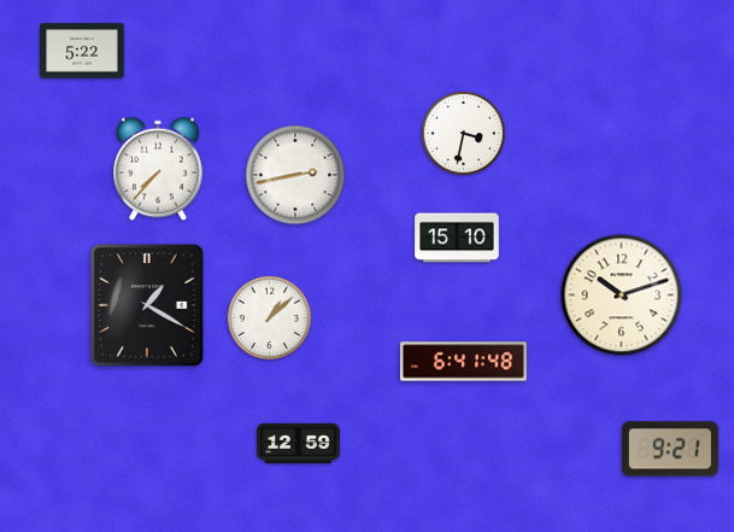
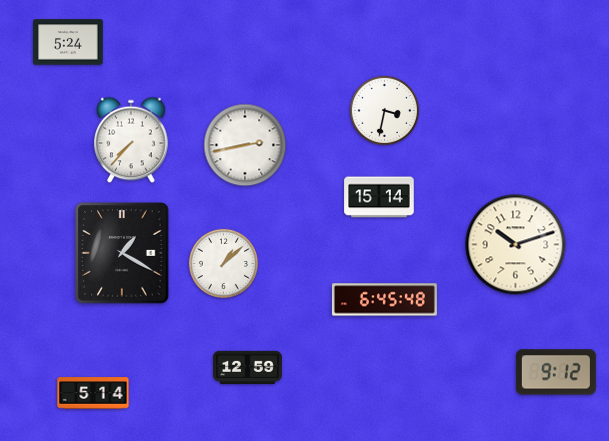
clock at (82, 51): 5:22 -> 5:24
clock at (457, 238): 15:10 -> 15:14
clock at (463, 362): 6:41 -> 6:45
clock at (670, 449): 9:21 -> 9:12
clock at (93, 393): none -> 5:14
